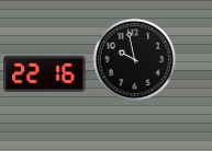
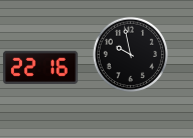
clock at (135, 60) position: (135, 60) -> (131, 55)
